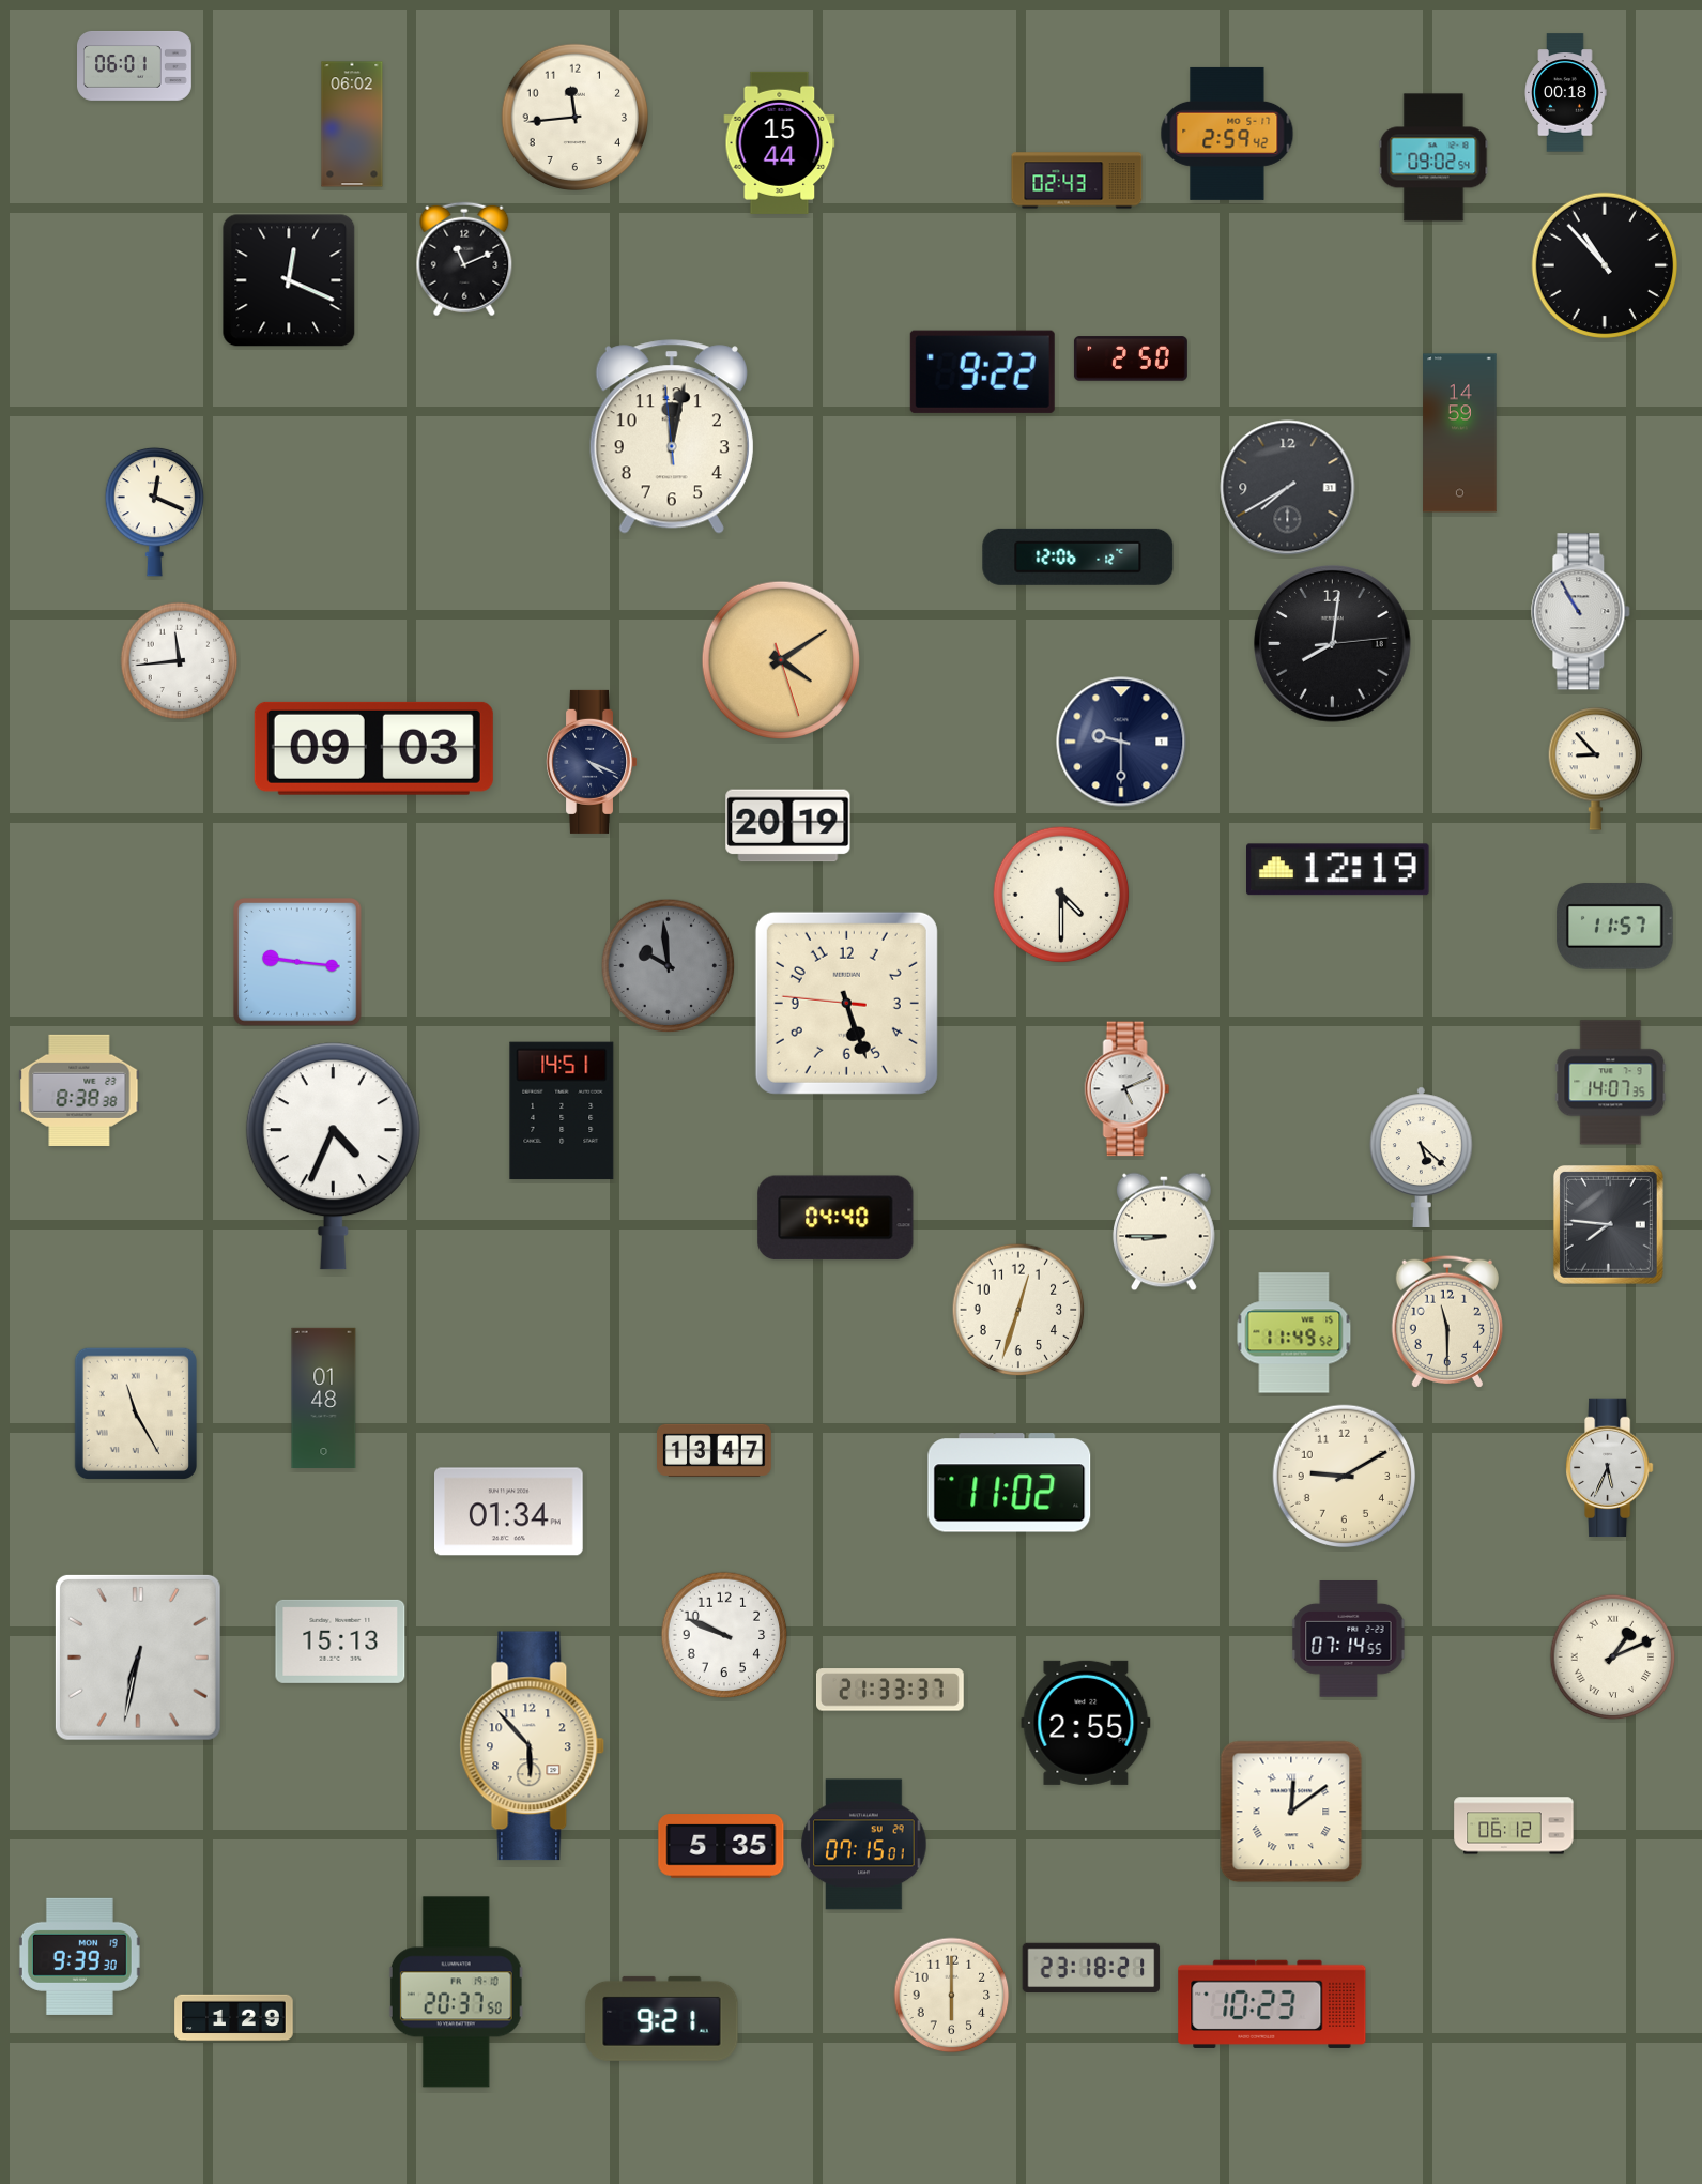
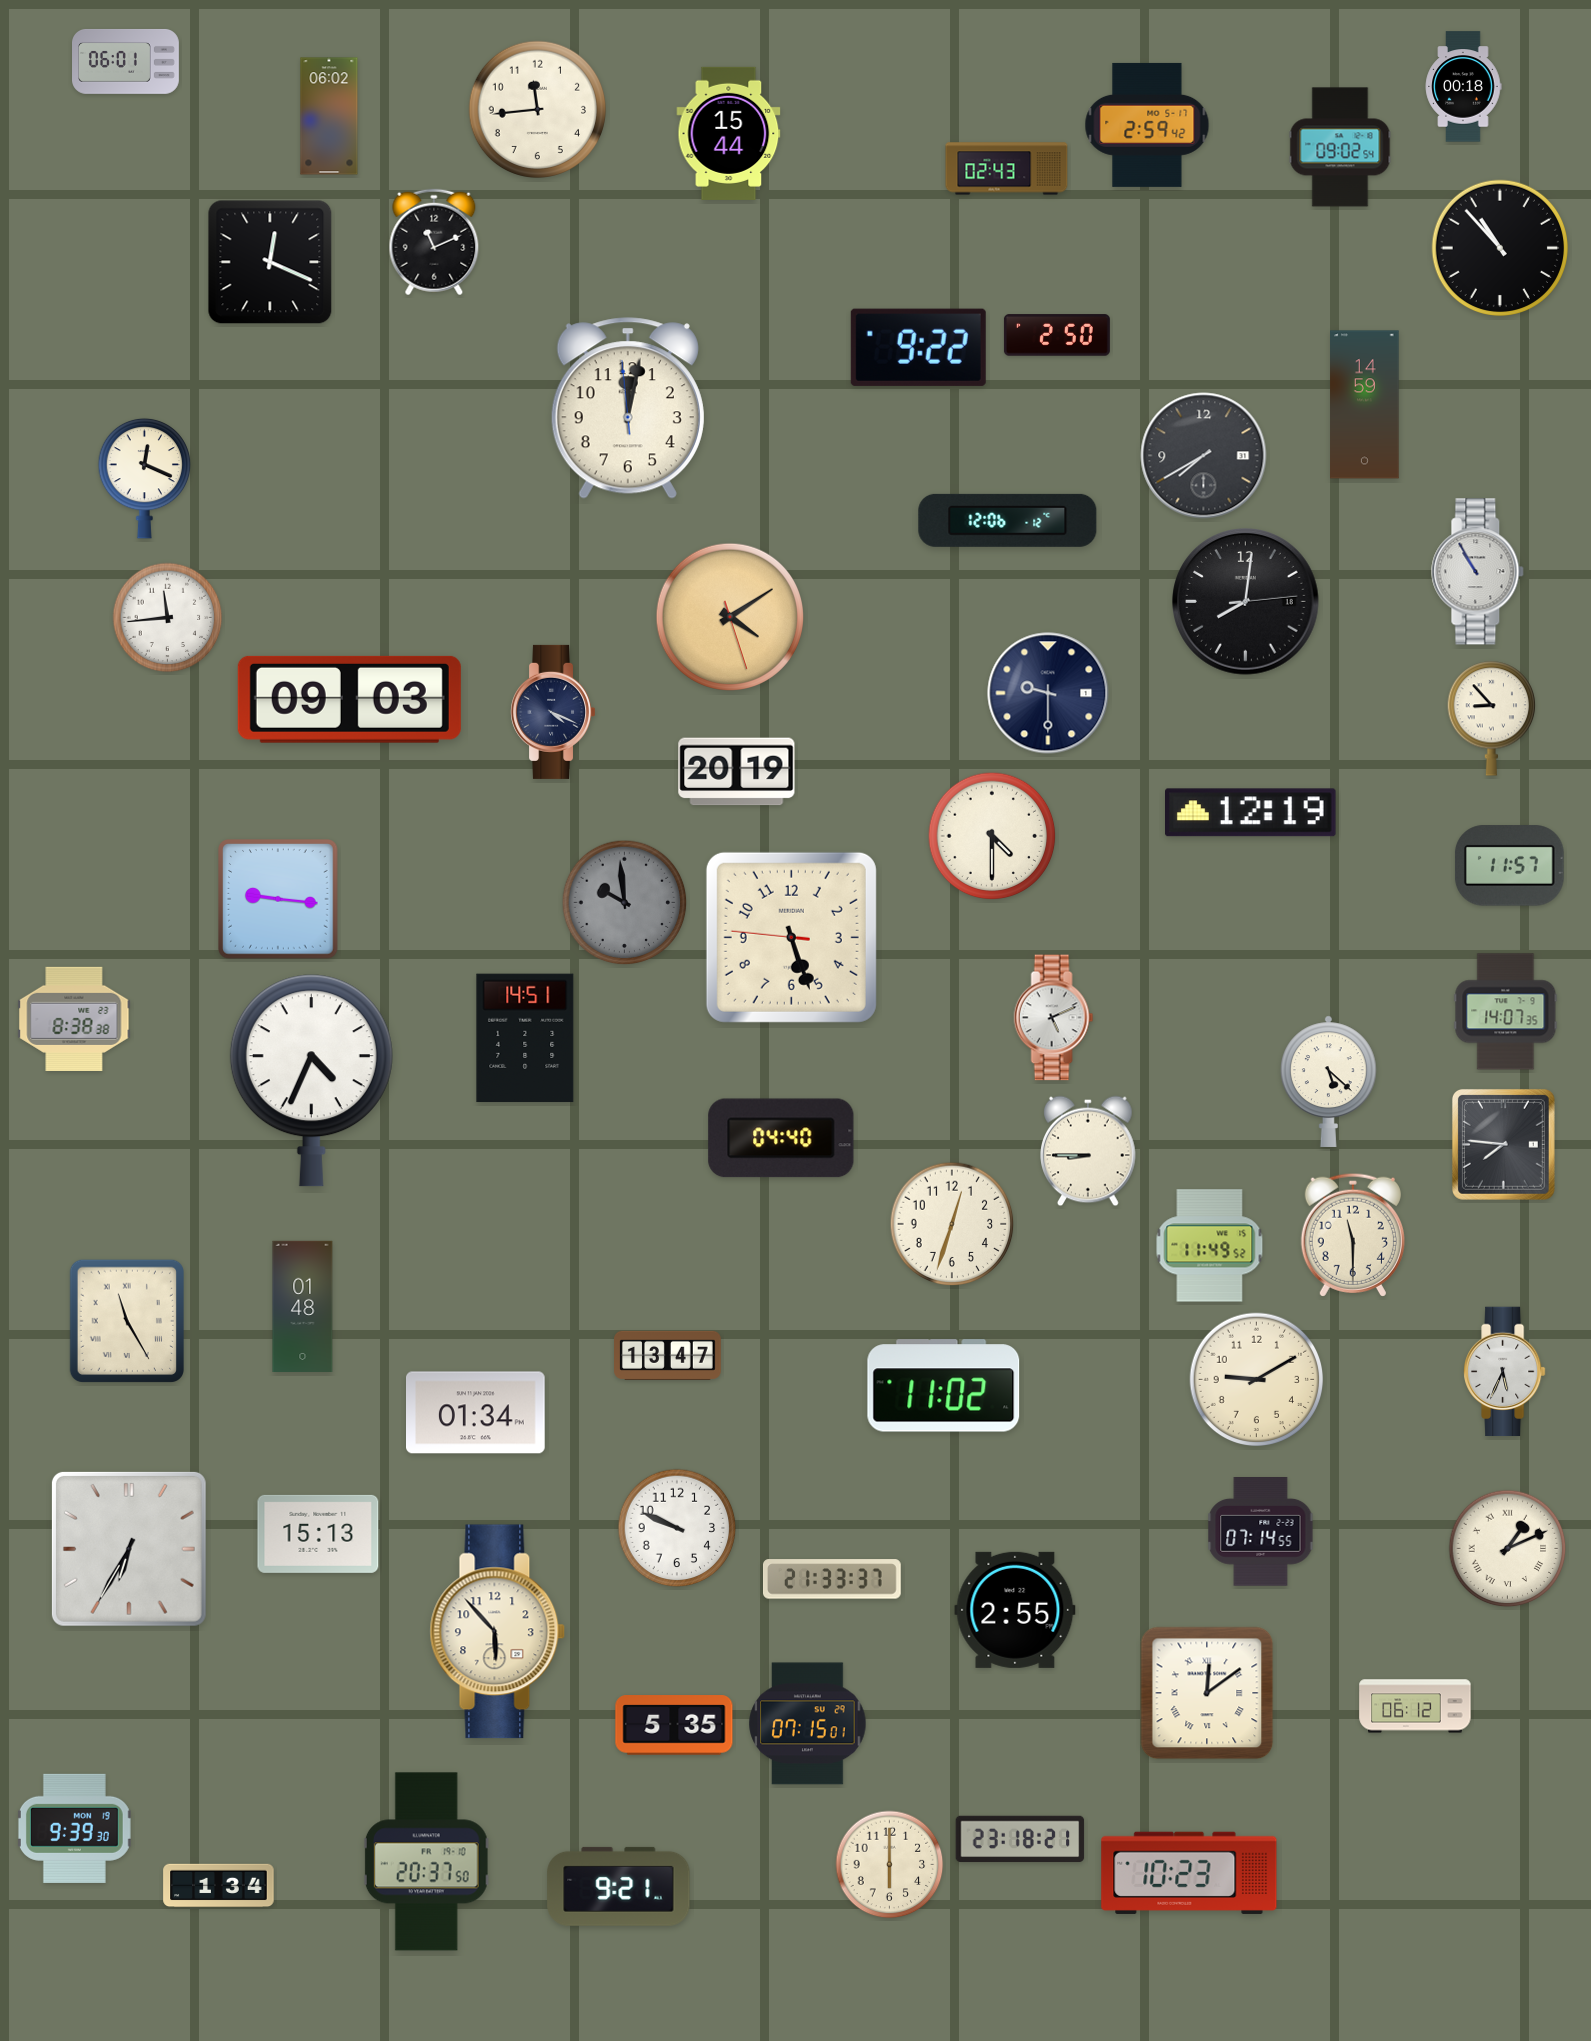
clock at (138, 1658): 6:32 -> 6:35
clock at (234, 2018): 1:29 -> 1:34
